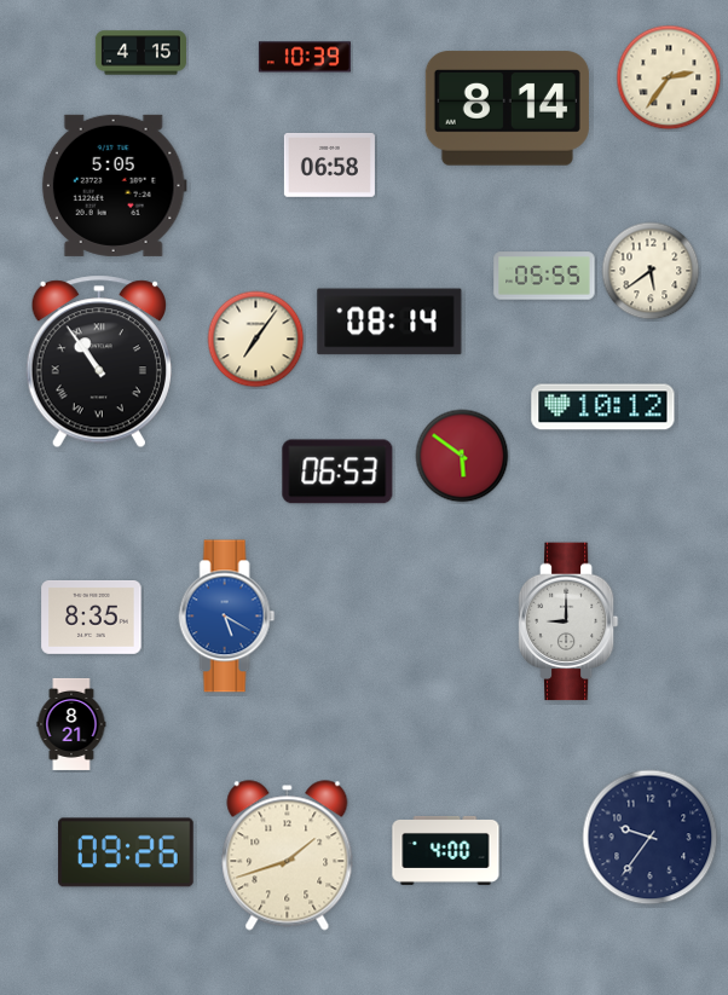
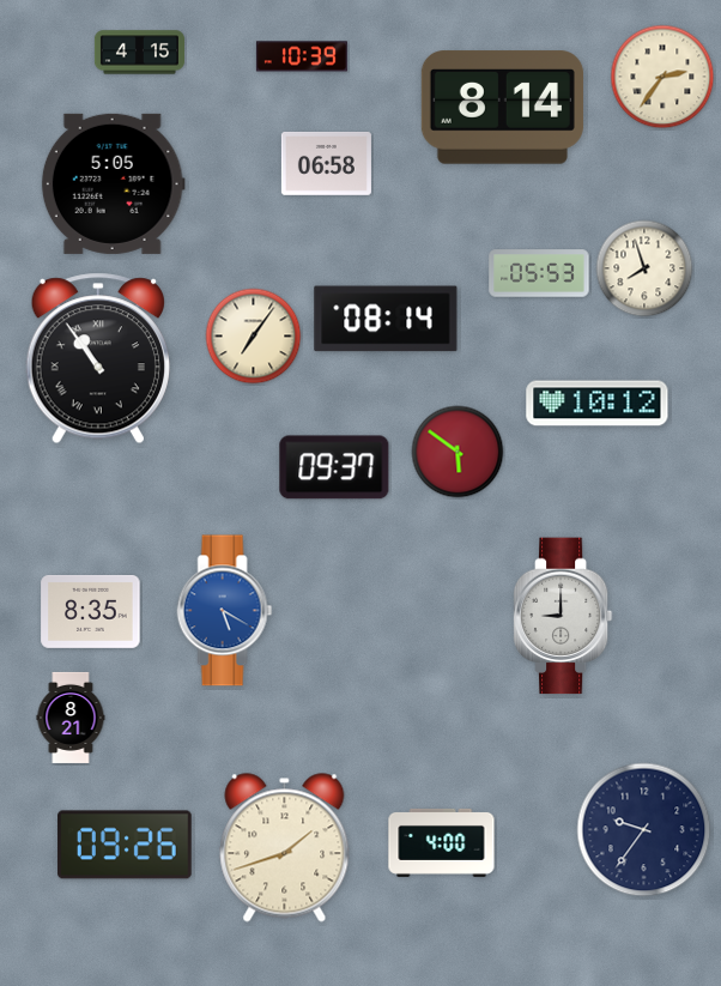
clock at (651, 271): 5:39 -> 7:57
clock at (544, 276): 05:55 -> 05:53
clock at (337, 472): 06:53 -> 09:37
